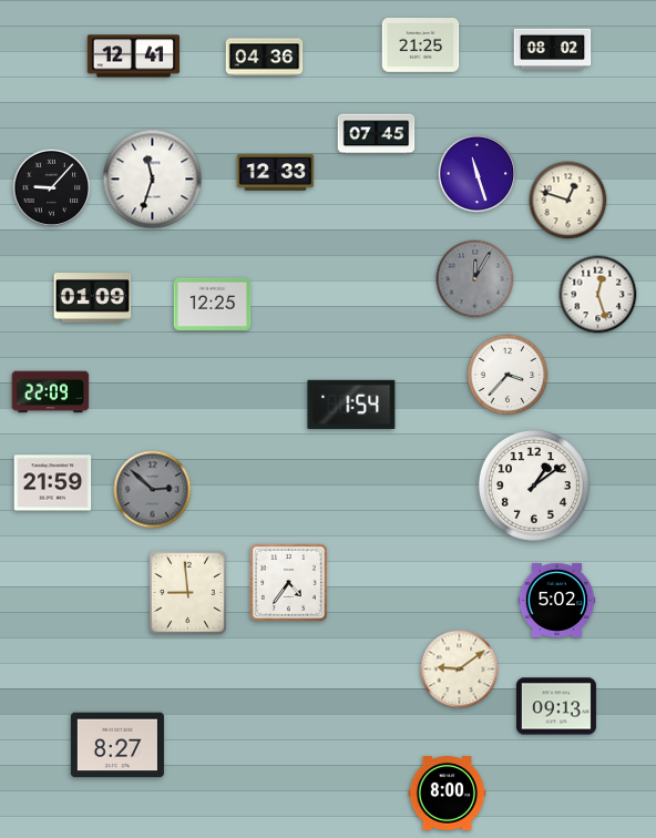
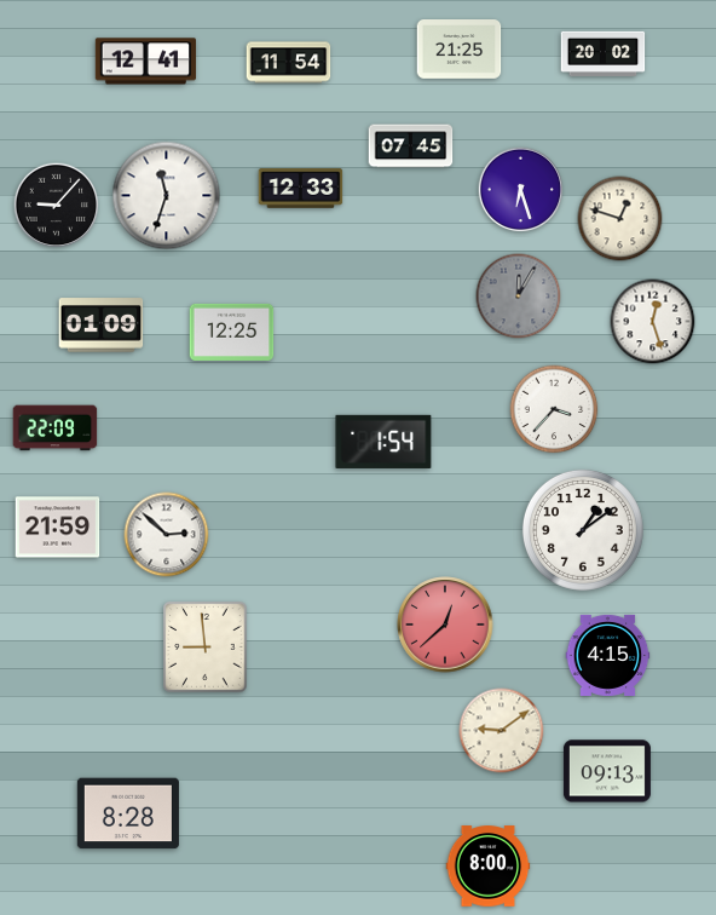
clock at (553, 50): 08:02 -> 20:02
clock at (265, 58): 04:36 -> 11:54
clock at (478, 174): 11:27 -> 6:27
clock at (475, 279) position: (475, 279) -> (519, 297)
clock at (153, 490) dial: grey -> white
clock at (445, 625): none -> 12:38
clock at (288, 582): 4:36 -> none
clock at (557, 600): 5:02 -> 4:15
clock at (117, 745): 8:27 -> 8:28
